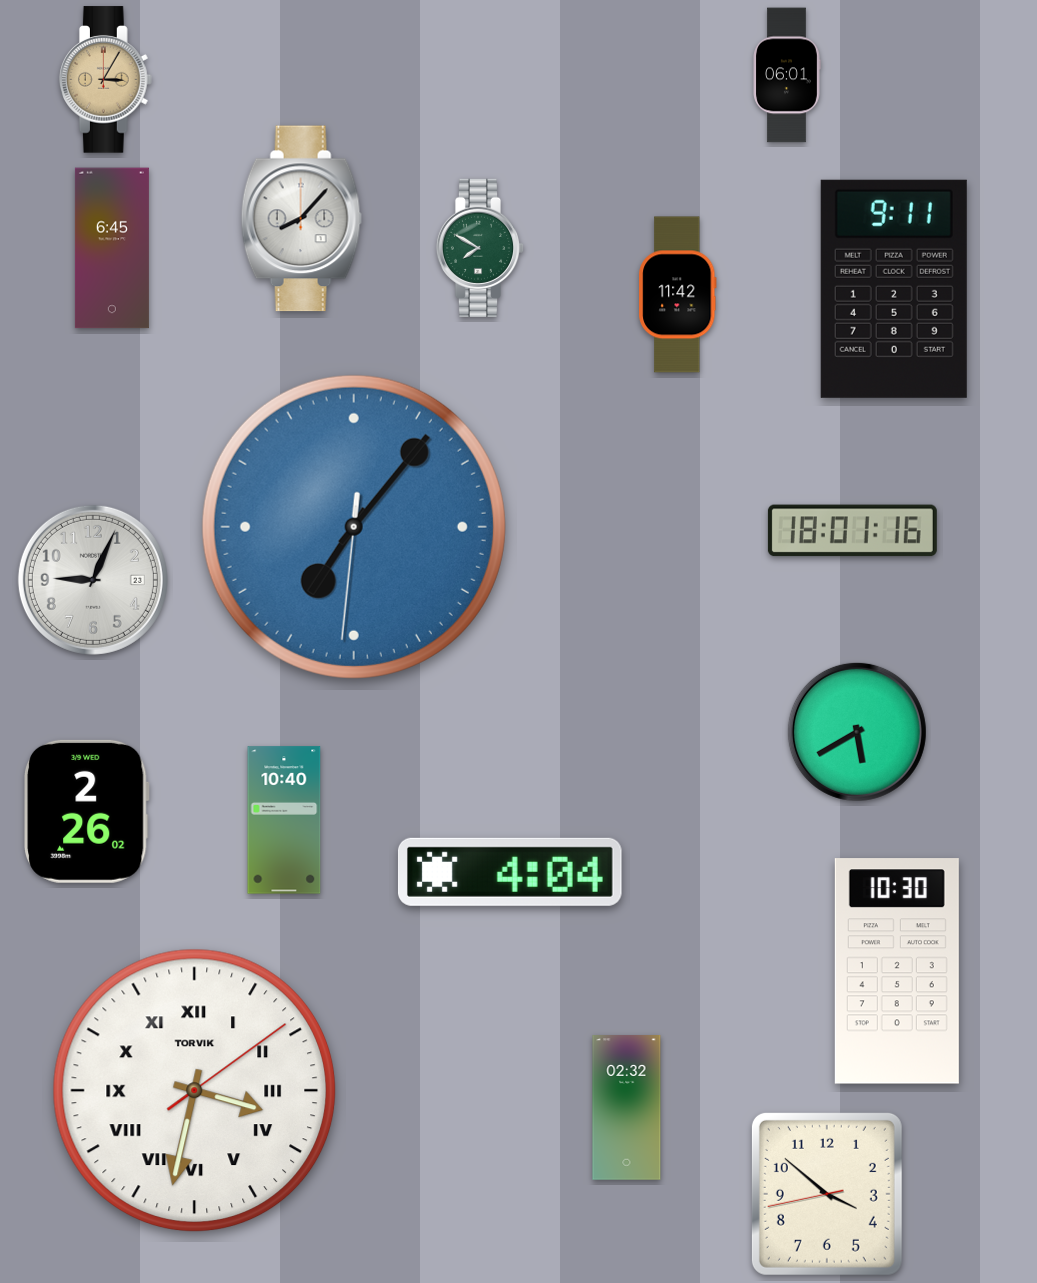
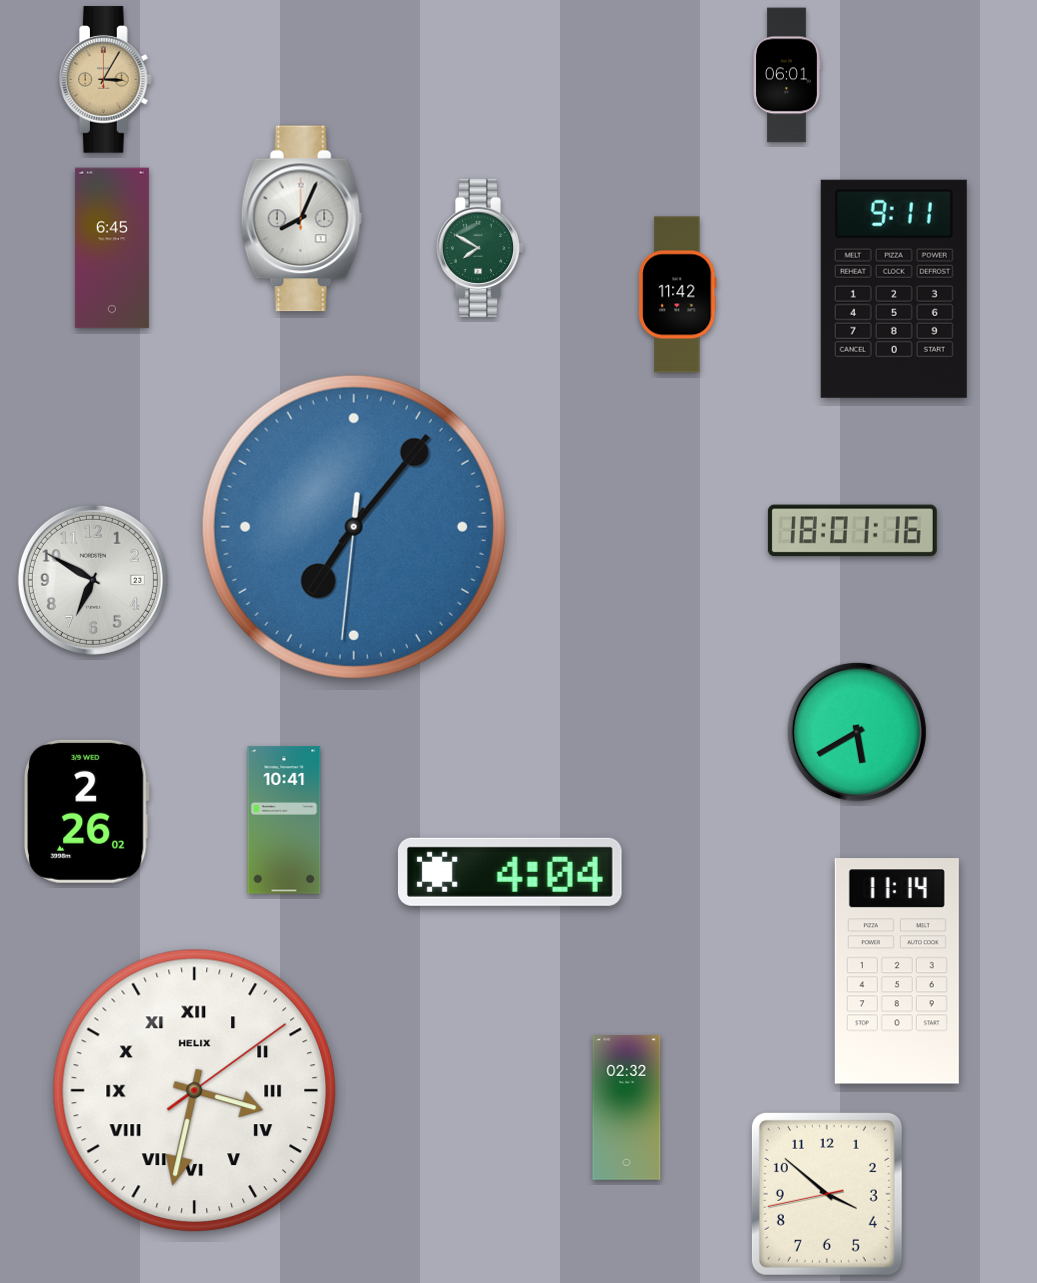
clock at (302, 219): 8:07 -> 8:04
clock at (93, 580): 9:04 -> 6:50
clock at (284, 820): 10:40 -> 10:41
clock at (897, 971): 10:30 -> 11:14
clock at (195, 1091) brand: TORVIK -> HELIX
